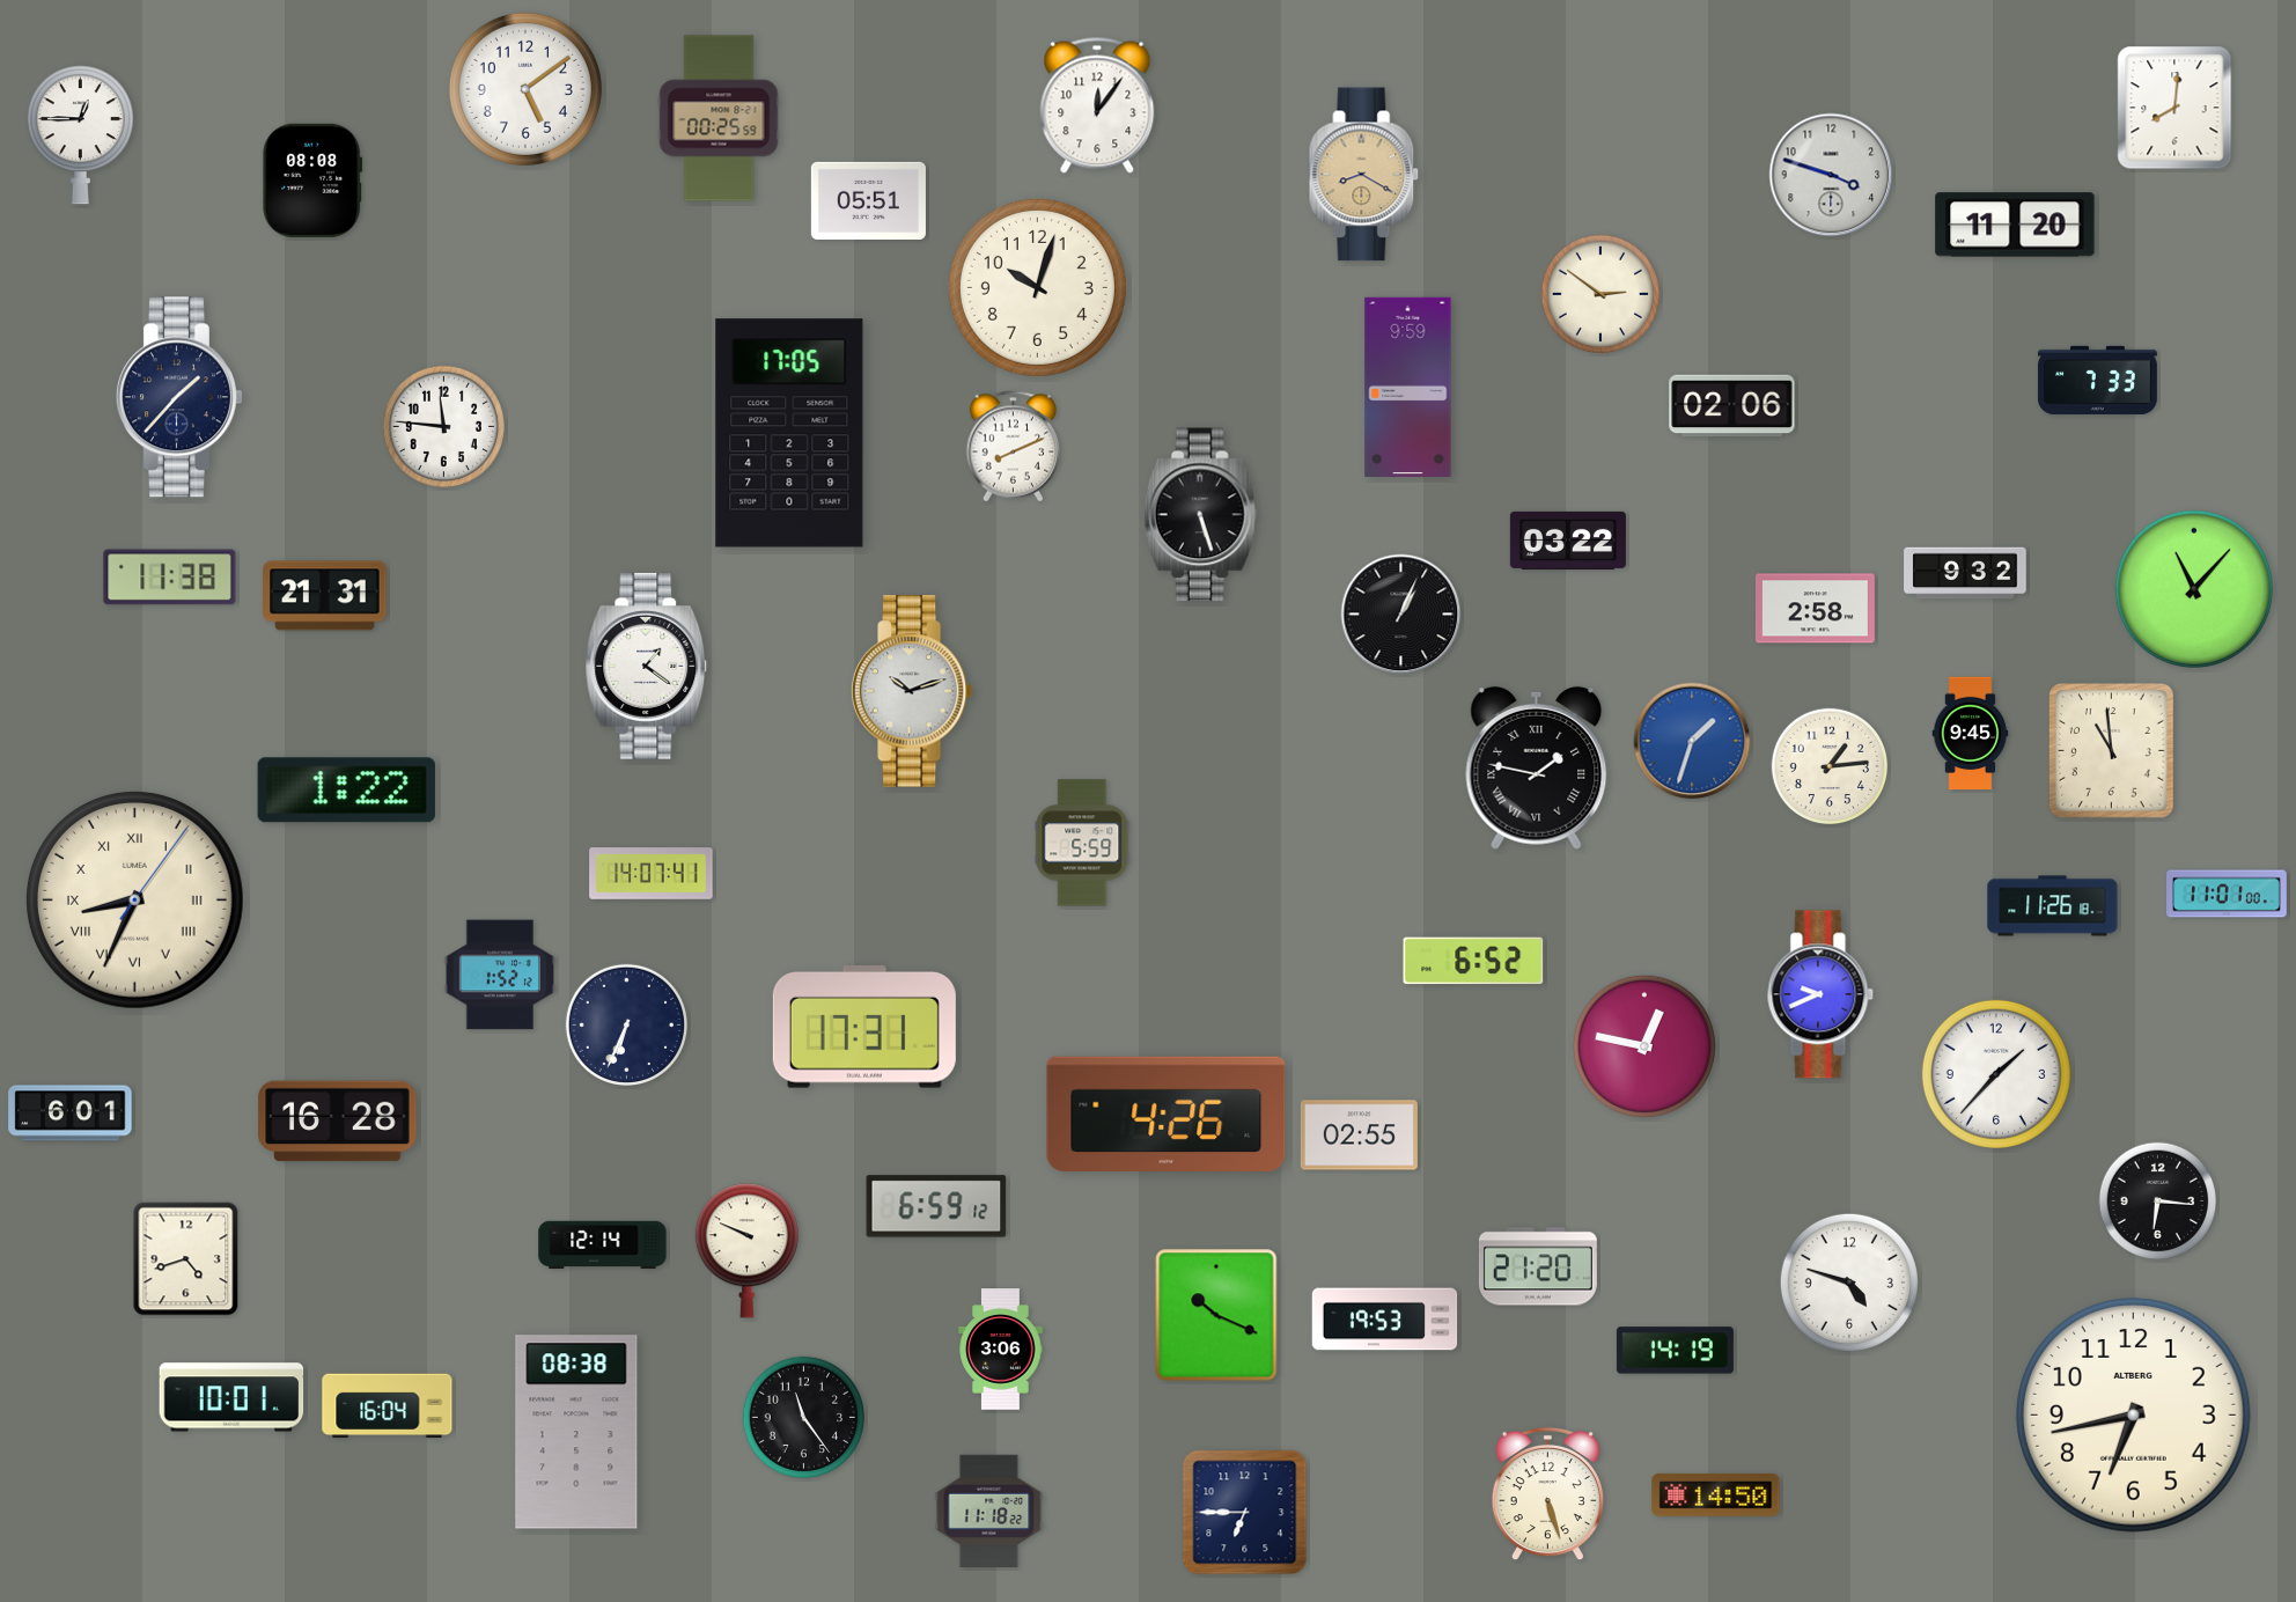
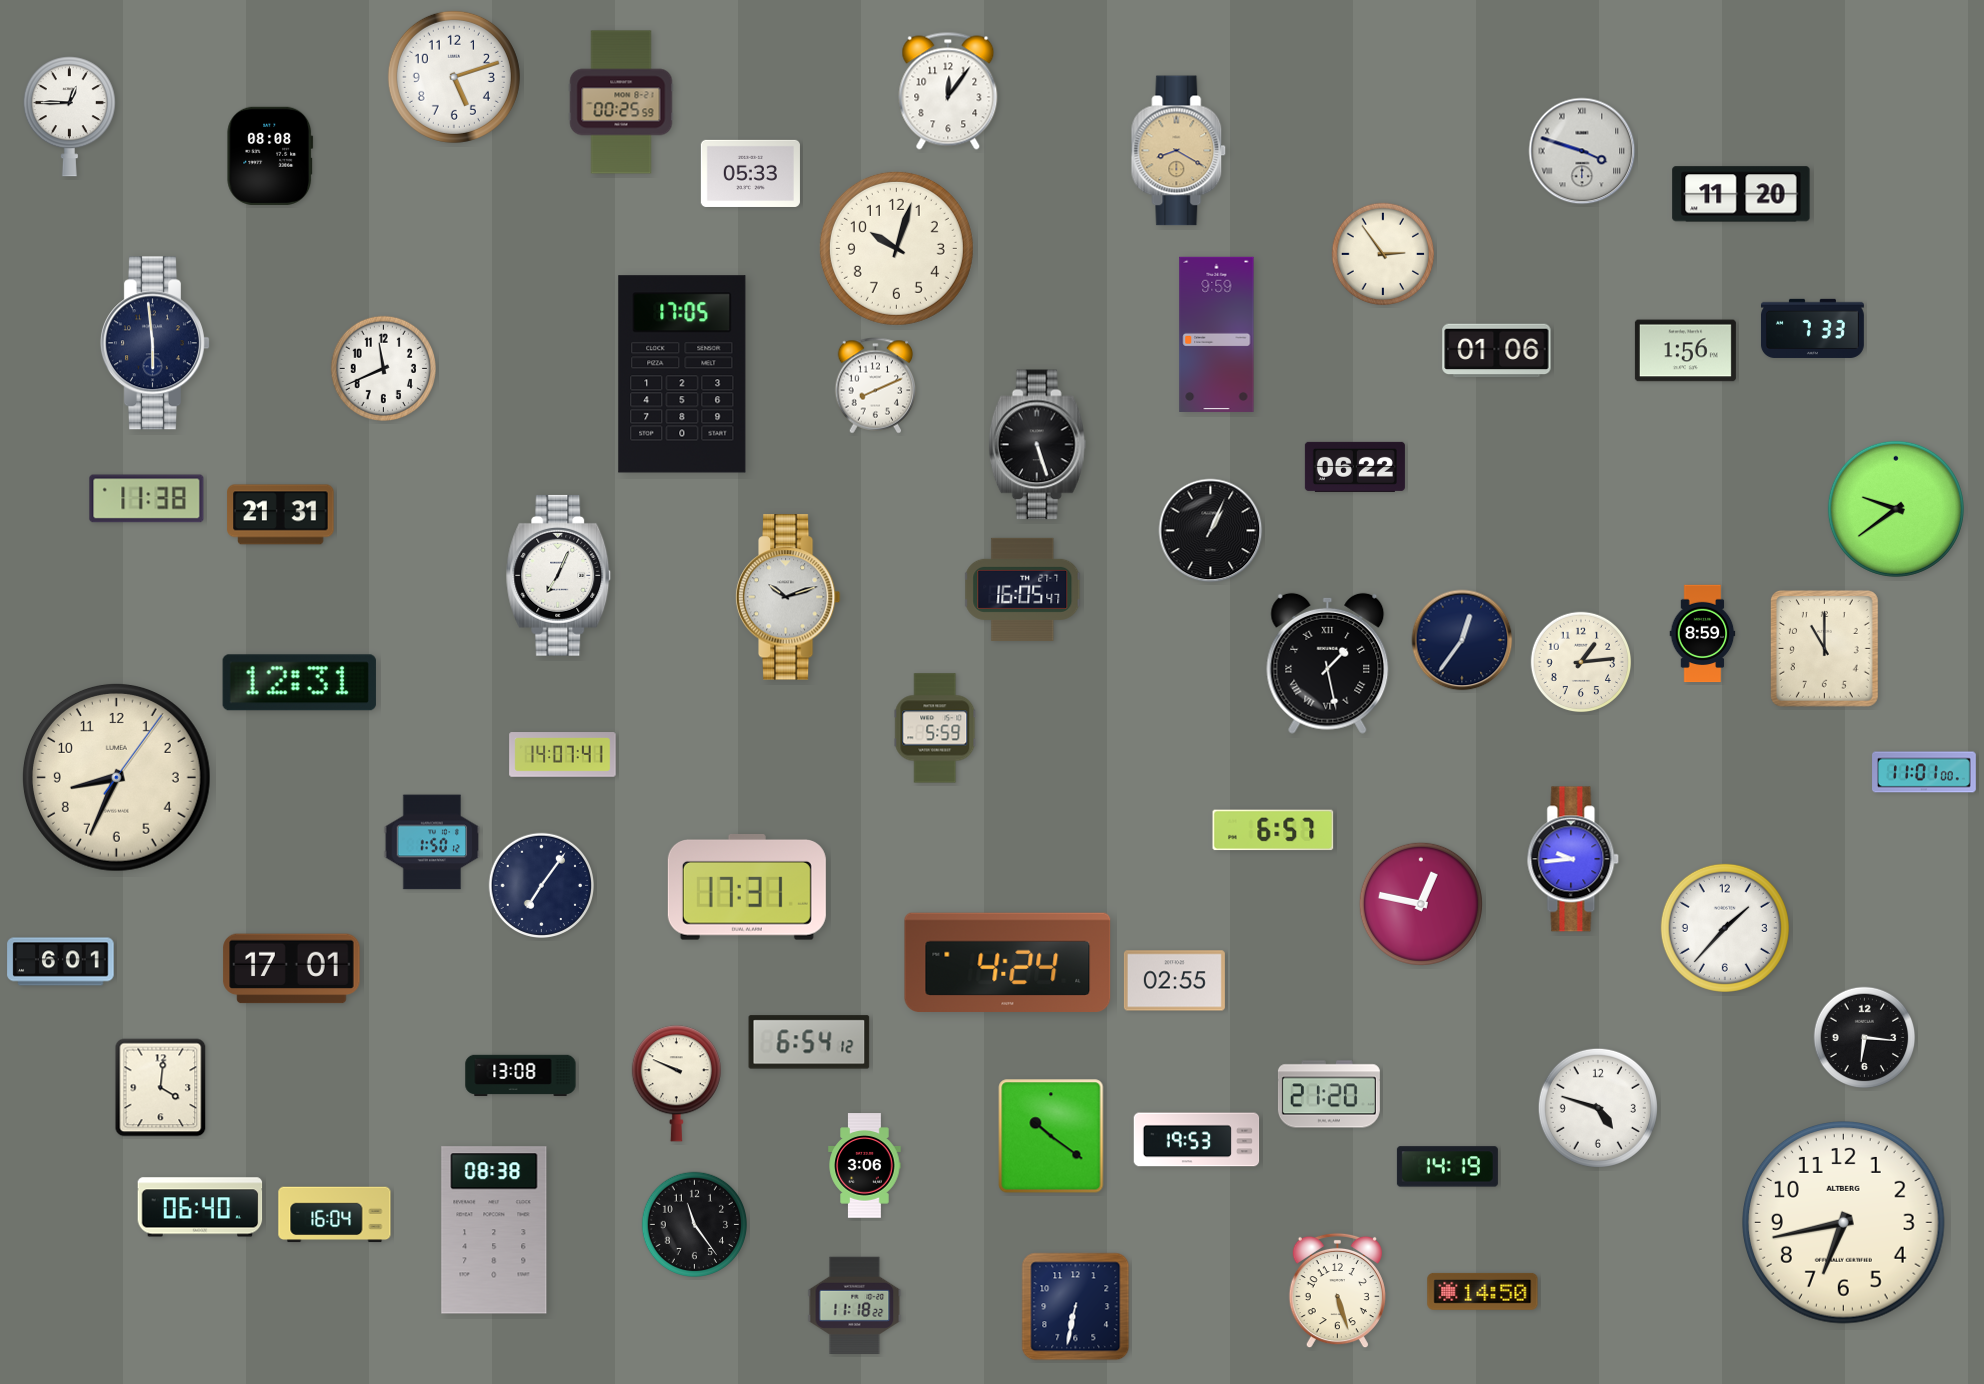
clock at (525, 89): 5:09 -> 5:12
clock at (2174, 108): 8:01 -> none
clock at (1831, 175) numerals: Arabic -> Roman
clock at (868, 200): 05:51 -> 05:33
clock at (1600, 294): 2:51 -> 2:54
clock at (179, 397): 1:37 -> 5:59
clock at (1732, 406): 02:06 -> 01:06
clock at (1685, 351): none -> 1:56
clock at (443, 426): 11:46 -> 11:41
clock at (1568, 541): 03:22 -> 06:22
clock at (1965, 573): 9:32 -> none
clock at (2194, 589): 11:07 -> 9:39
clock at (1815, 609): 2:58 -> none
clock at (647, 666): 1:21 -> 7:04
clock at (1023, 589): none -> 16:05
clock at (1971, 734): 9:45 -> 8:59
clock at (1692, 741): 1:33 -> 12:36
clock at (1692, 741) dial: blue -> navy
clock at (2111, 751): 10:59 -> 11:00
clock at (1537, 767): 1:47 -> 1:28
clock at (346, 791): 1:22 -> 12:31
clock at (134, 899) numerals: Roman -> Arabic
clock at (2053, 906): 11:26 -> none
clock at (1473, 961): 6:52 -> 6:57
clock at (500, 975): 1:52 -> 1:50
clock at (1820, 994): 9:41 -> 9:44
clock at (626, 1024): 6:34 -> 7:06
clock at (1167, 1114): 4:26 -> 4:24
clock at (338, 1122): 16:28 -> 17:01
clock at (936, 1206): 6:59 -> 6:54
clock at (603, 1245): 12:14 -> 13:08
clock at (746, 1251) position: (746, 1251) -> (676, 1084)
clock at (186, 1259): 4:42 -> 4:01
clock at (1216, 1315): 10:19 -> 10:21
clock at (231, 1397): 10:01 -> 06:40
clock at (576, 1432) position: (576, 1432) -> (494, 1230)
clock at (1245, 1513): 6:45 -> 6:32
